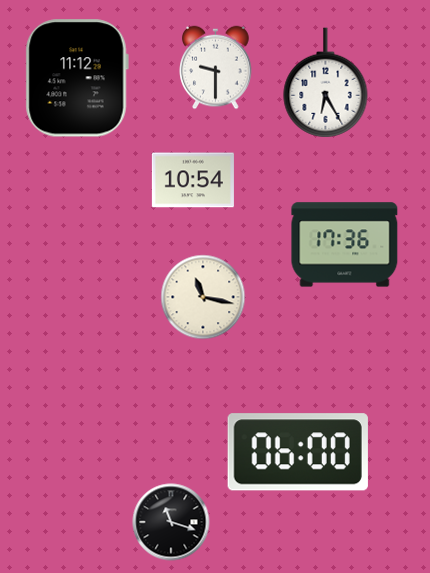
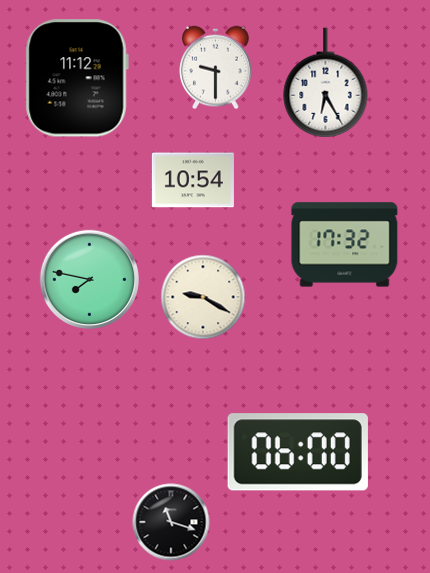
clock at (345, 245): 17:36 -> 17:32
clock at (89, 279): none -> 7:47
clock at (203, 297): 11:17 -> 9:20
